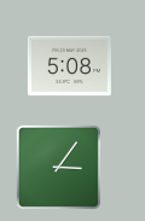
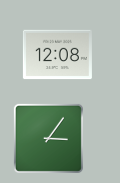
clock at (69, 66): 5:08 -> 12:08
